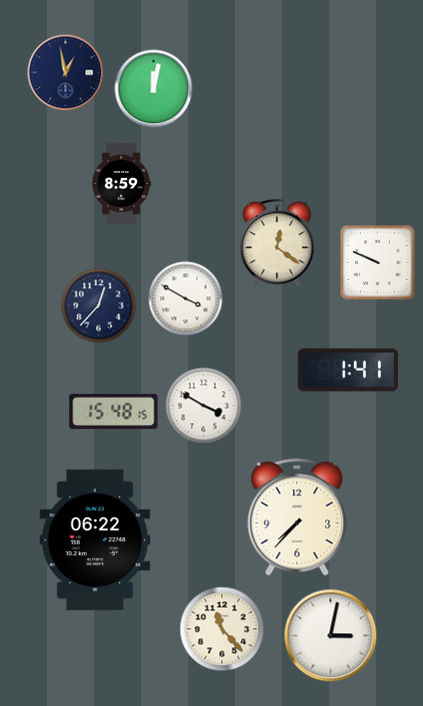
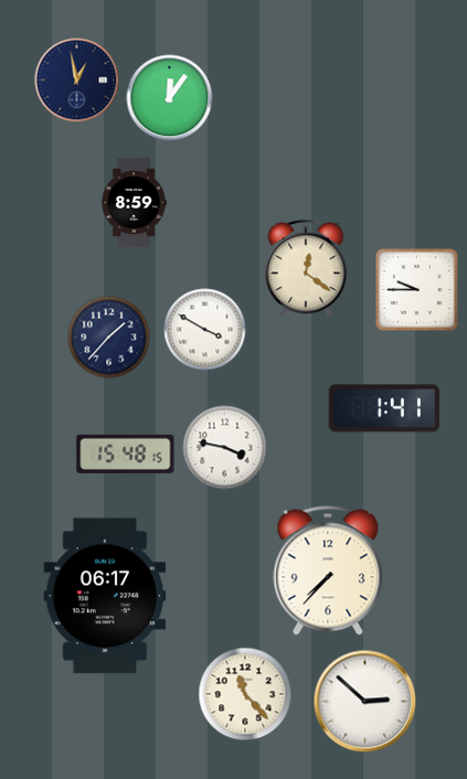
clock at (66, 73) position: (66, 73) -> (77, 81)
clock at (154, 89): 12:02 -> 12:06
clock at (378, 263): 9:49 -> 9:45
clock at (99, 306): 12:37 -> 1:37
clock at (204, 406): 3:50 -> 3:47
clock at (95, 540): 06:22 -> 06:17
clock at (331, 636): 3:02 -> 2:52
